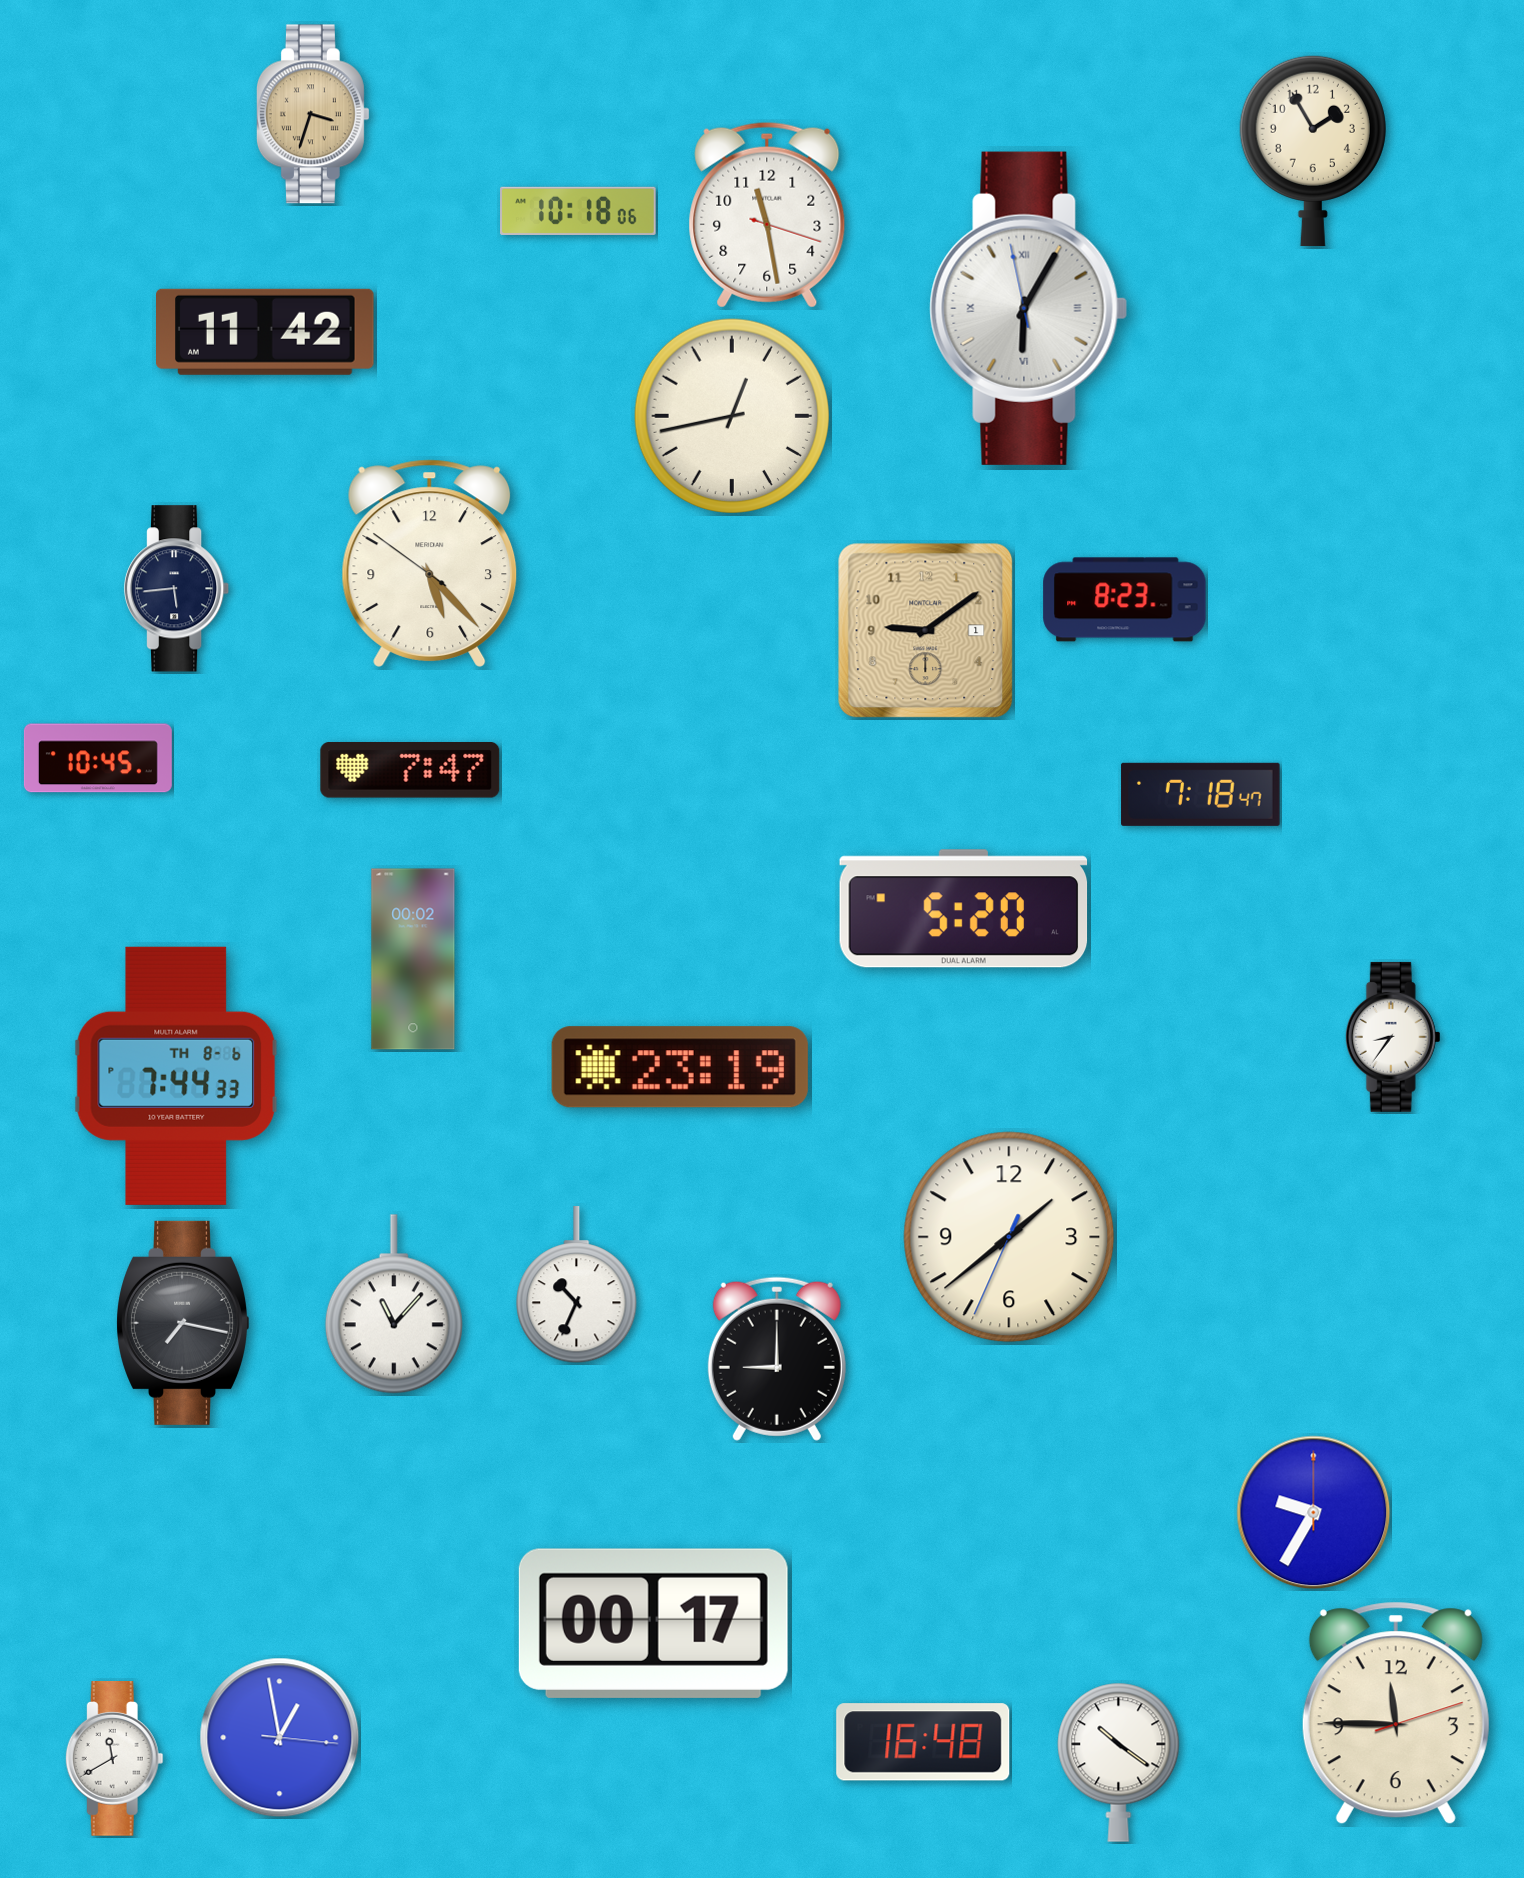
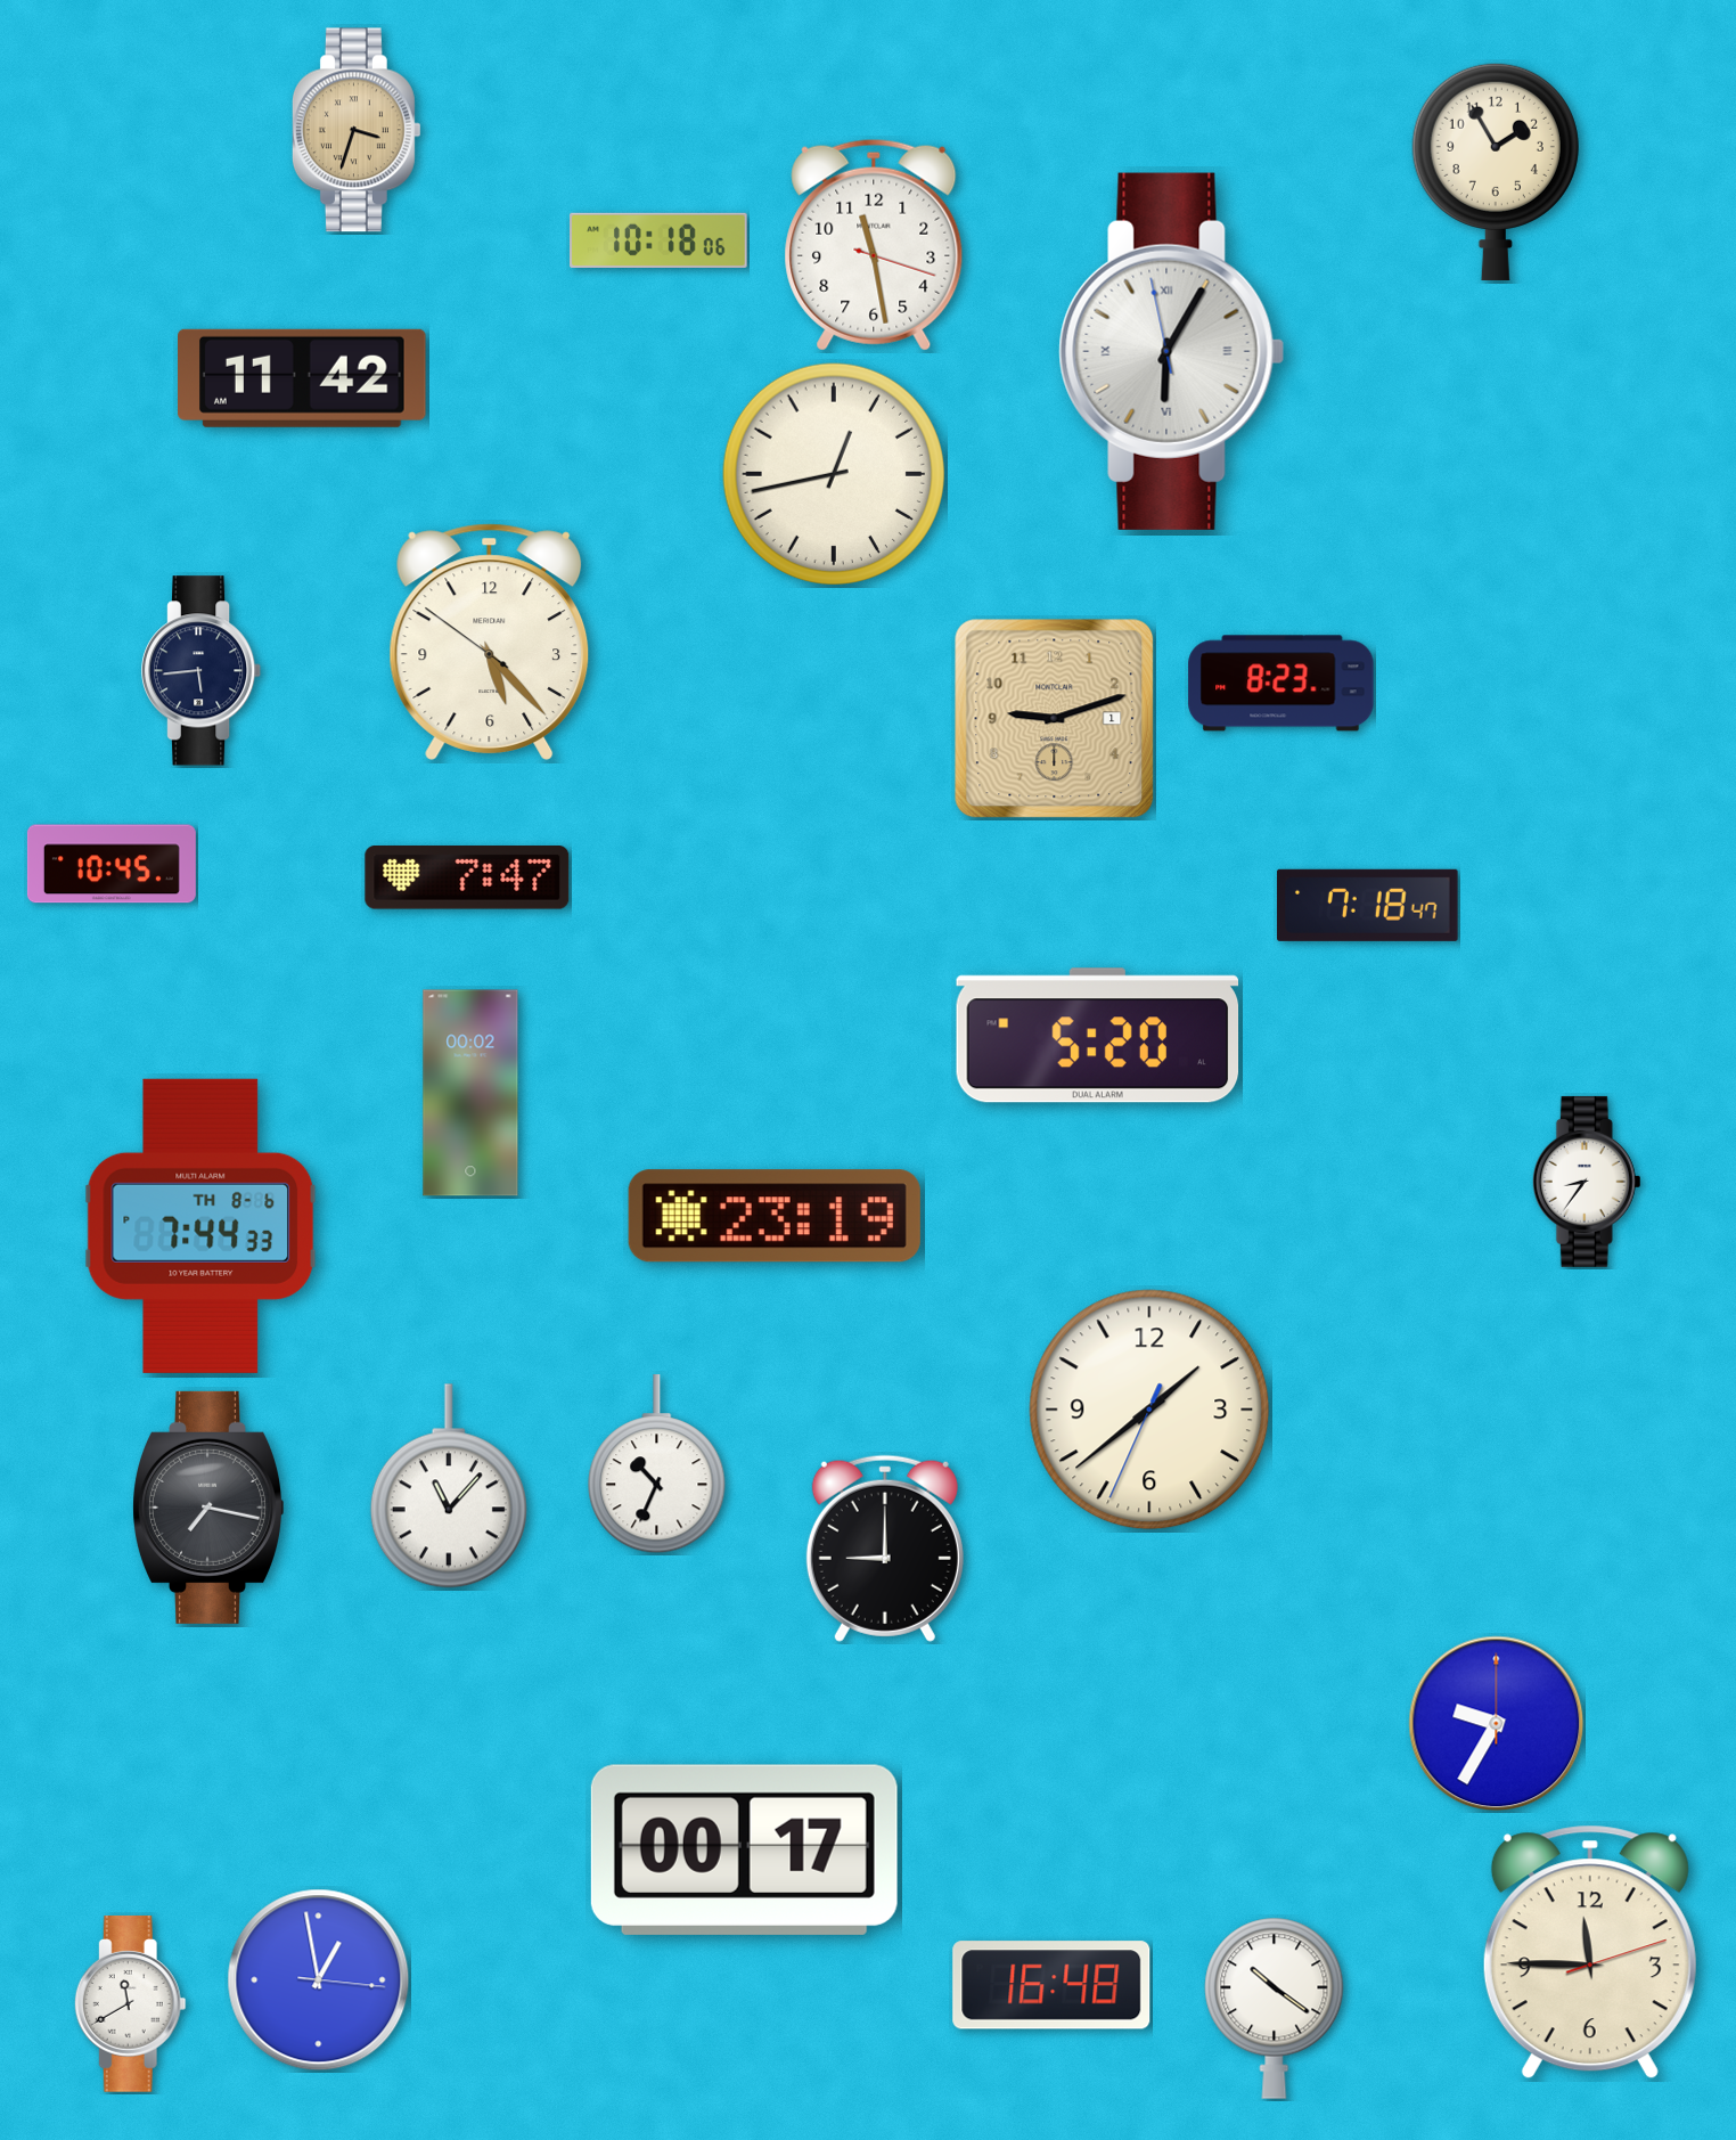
clock at (926, 631): 9:09 -> 9:12
